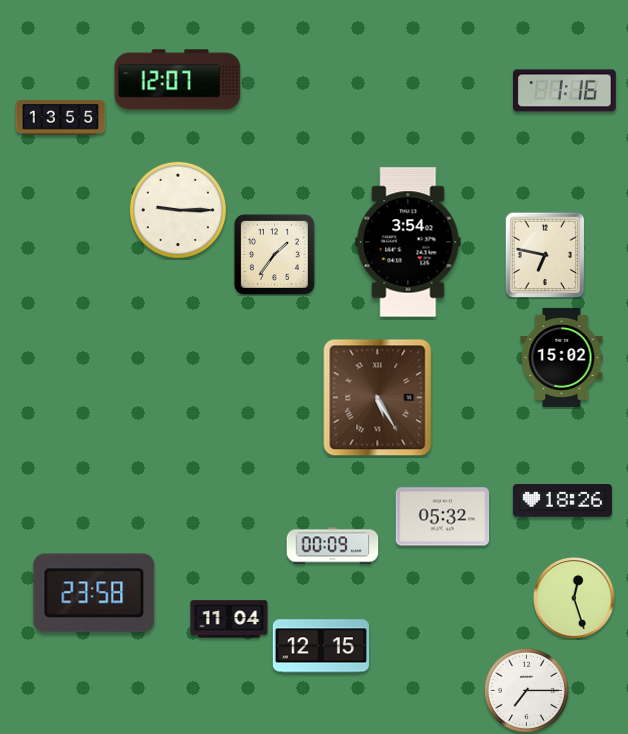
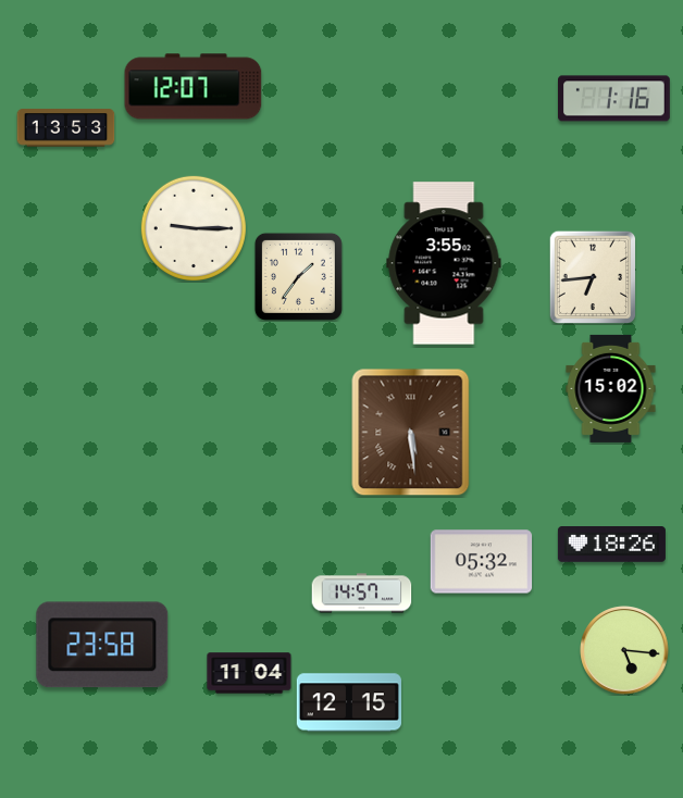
clock at (61, 118): 13:55 -> 13:53
clock at (408, 242): 3:54 -> 3:55
clock at (544, 254): 6:47 -> 6:44
clock at (378, 398): 5:25 -> 5:29
clock at (333, 546): 00:09 -> 14:57
clock at (574, 598): 12:27 -> 5:16
clock at (526, 690): 7:15 -> none
